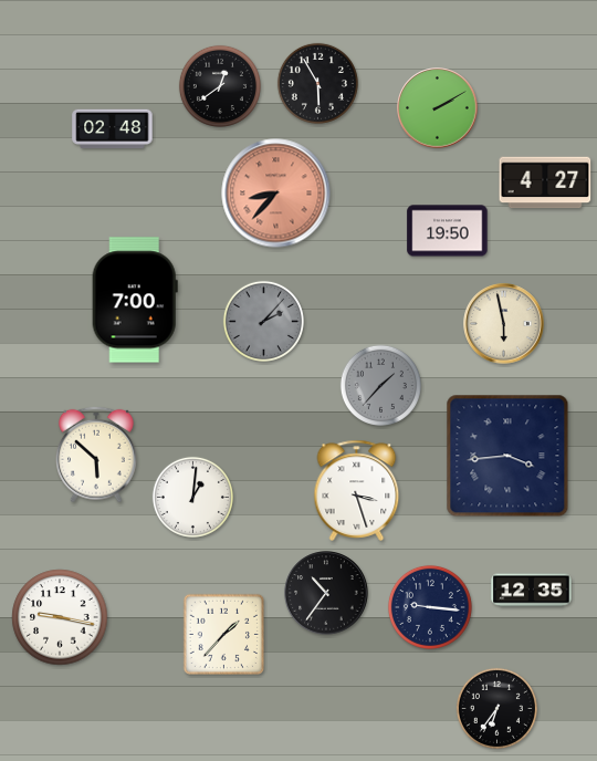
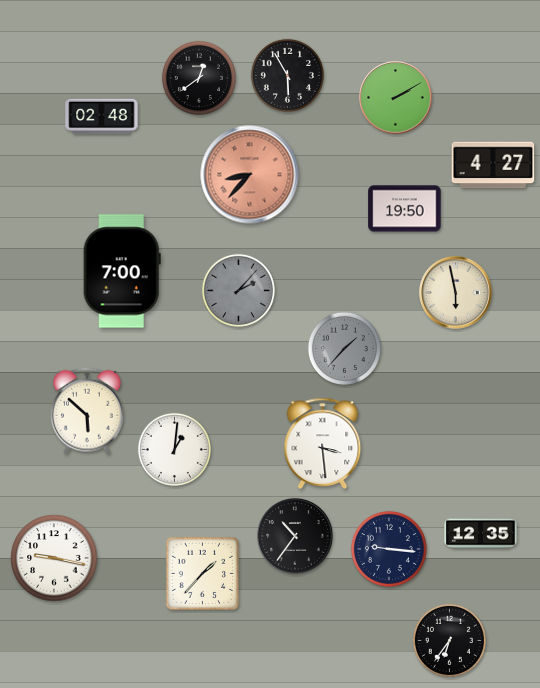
clock at (507, 456): 3:44 -> none
clock at (357, 490): 3:27 -> 3:29
